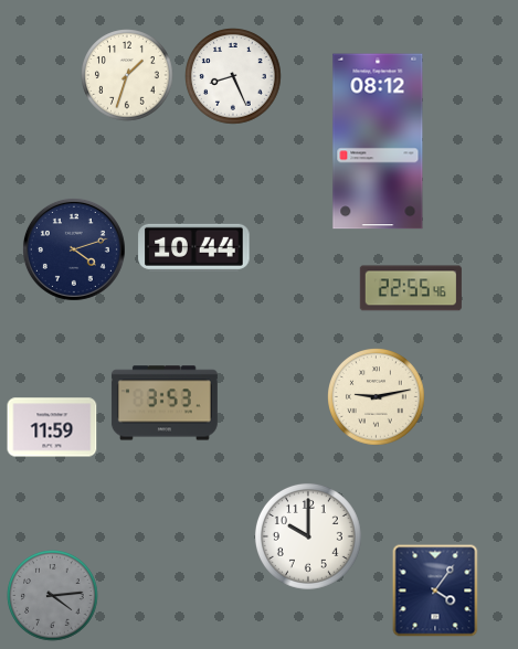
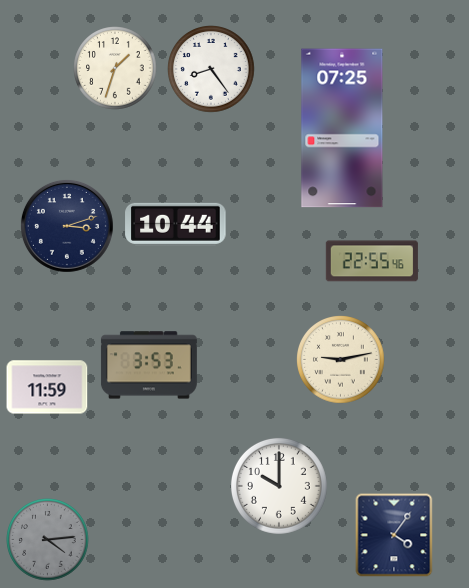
clock at (233, 76): 8:26 -> 8:24
clock at (378, 141): 08:12 -> 07:25
clock at (74, 249): 4:12 -> 3:12
